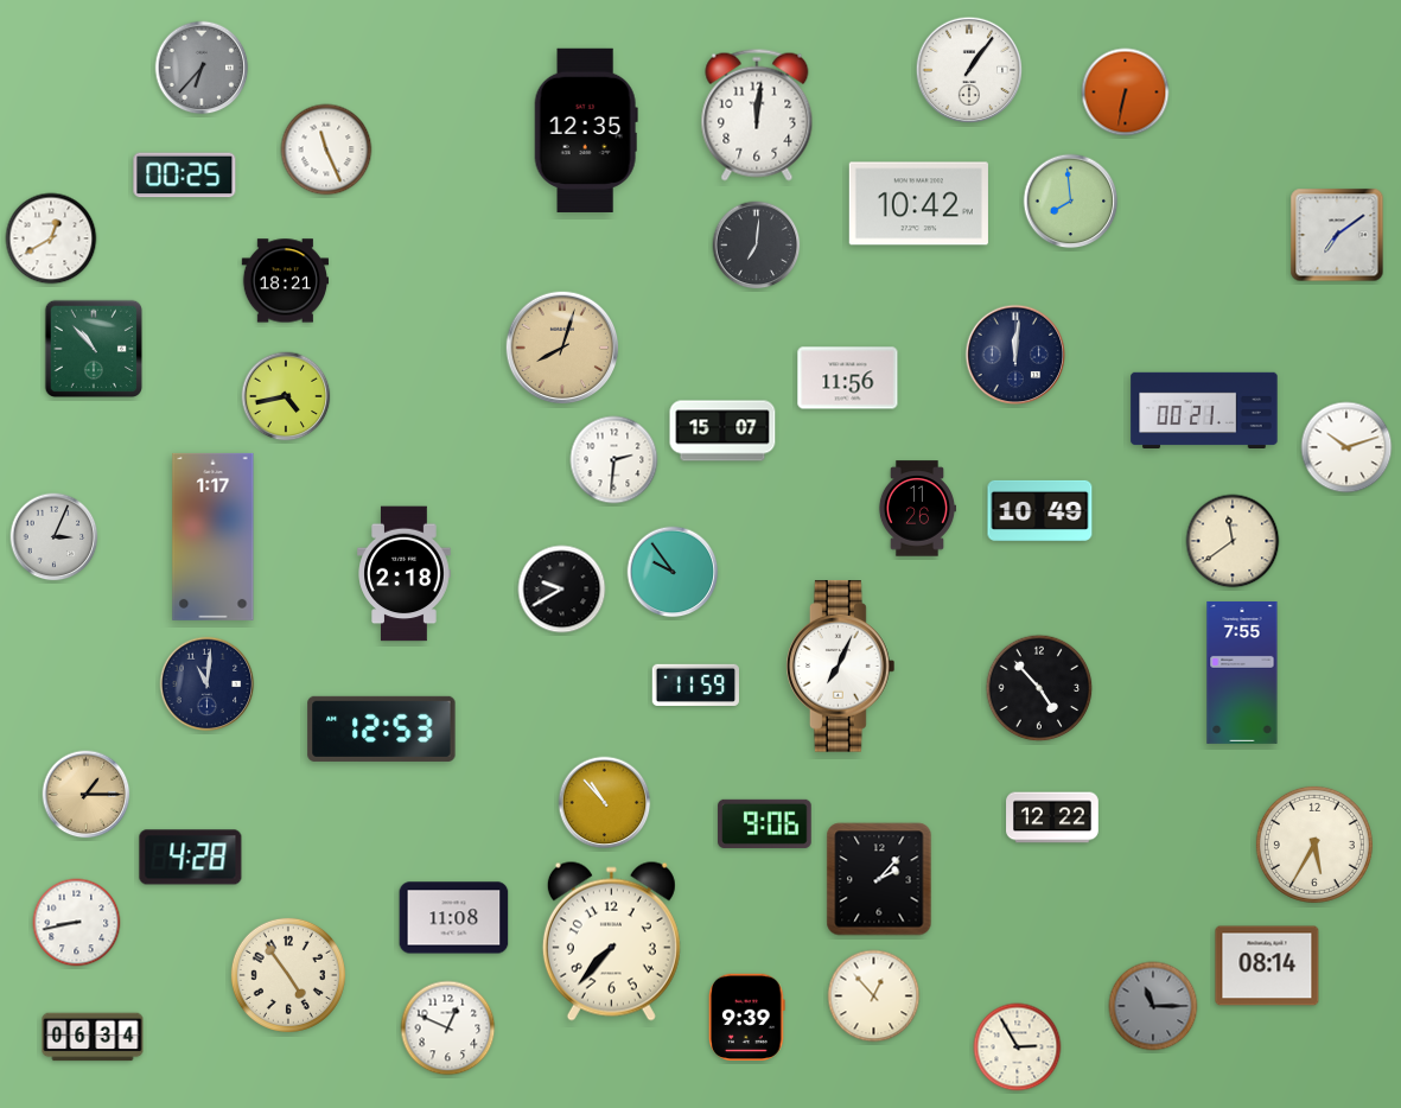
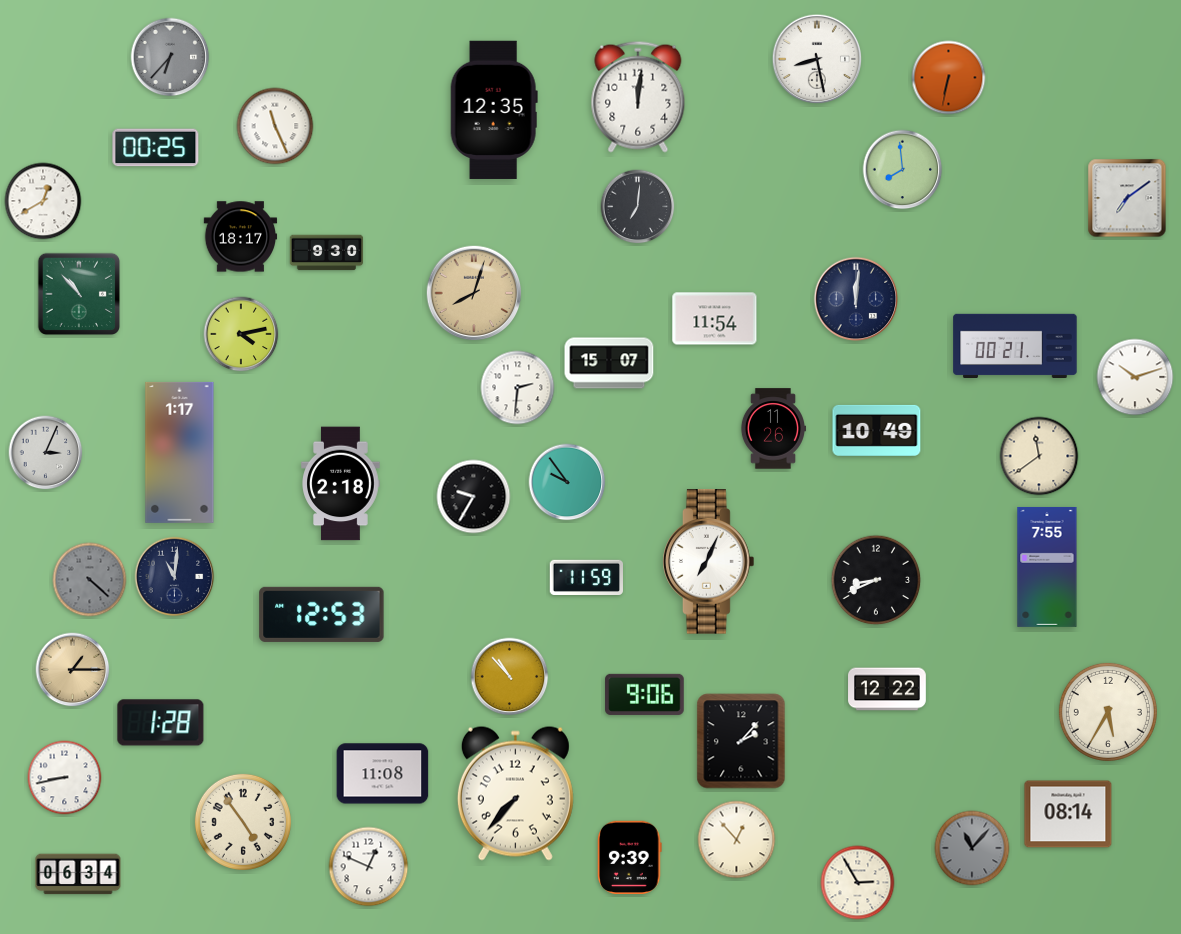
clock at (969, 70): 1:06 -> 8:28
clock at (918, 204): 10:42 -> none
clock at (286, 281): 18:21 -> 18:17
clock at (327, 253): none -> 9:30
clock at (848, 378): 11:56 -> 11:54
clock at (286, 396): 4:43 -> 4:13
clock at (562, 590): 9:40 -> 9:35
clock at (90, 580): none -> 4:22
clock at (1039, 688): 4:53 -> 8:41
clock at (191, 858): 4:28 -> 1:28
clock at (1153, 1006): 11:15 -> 11:07
clock at (448, 1029) position: (448, 1029) -> (369, 867)
